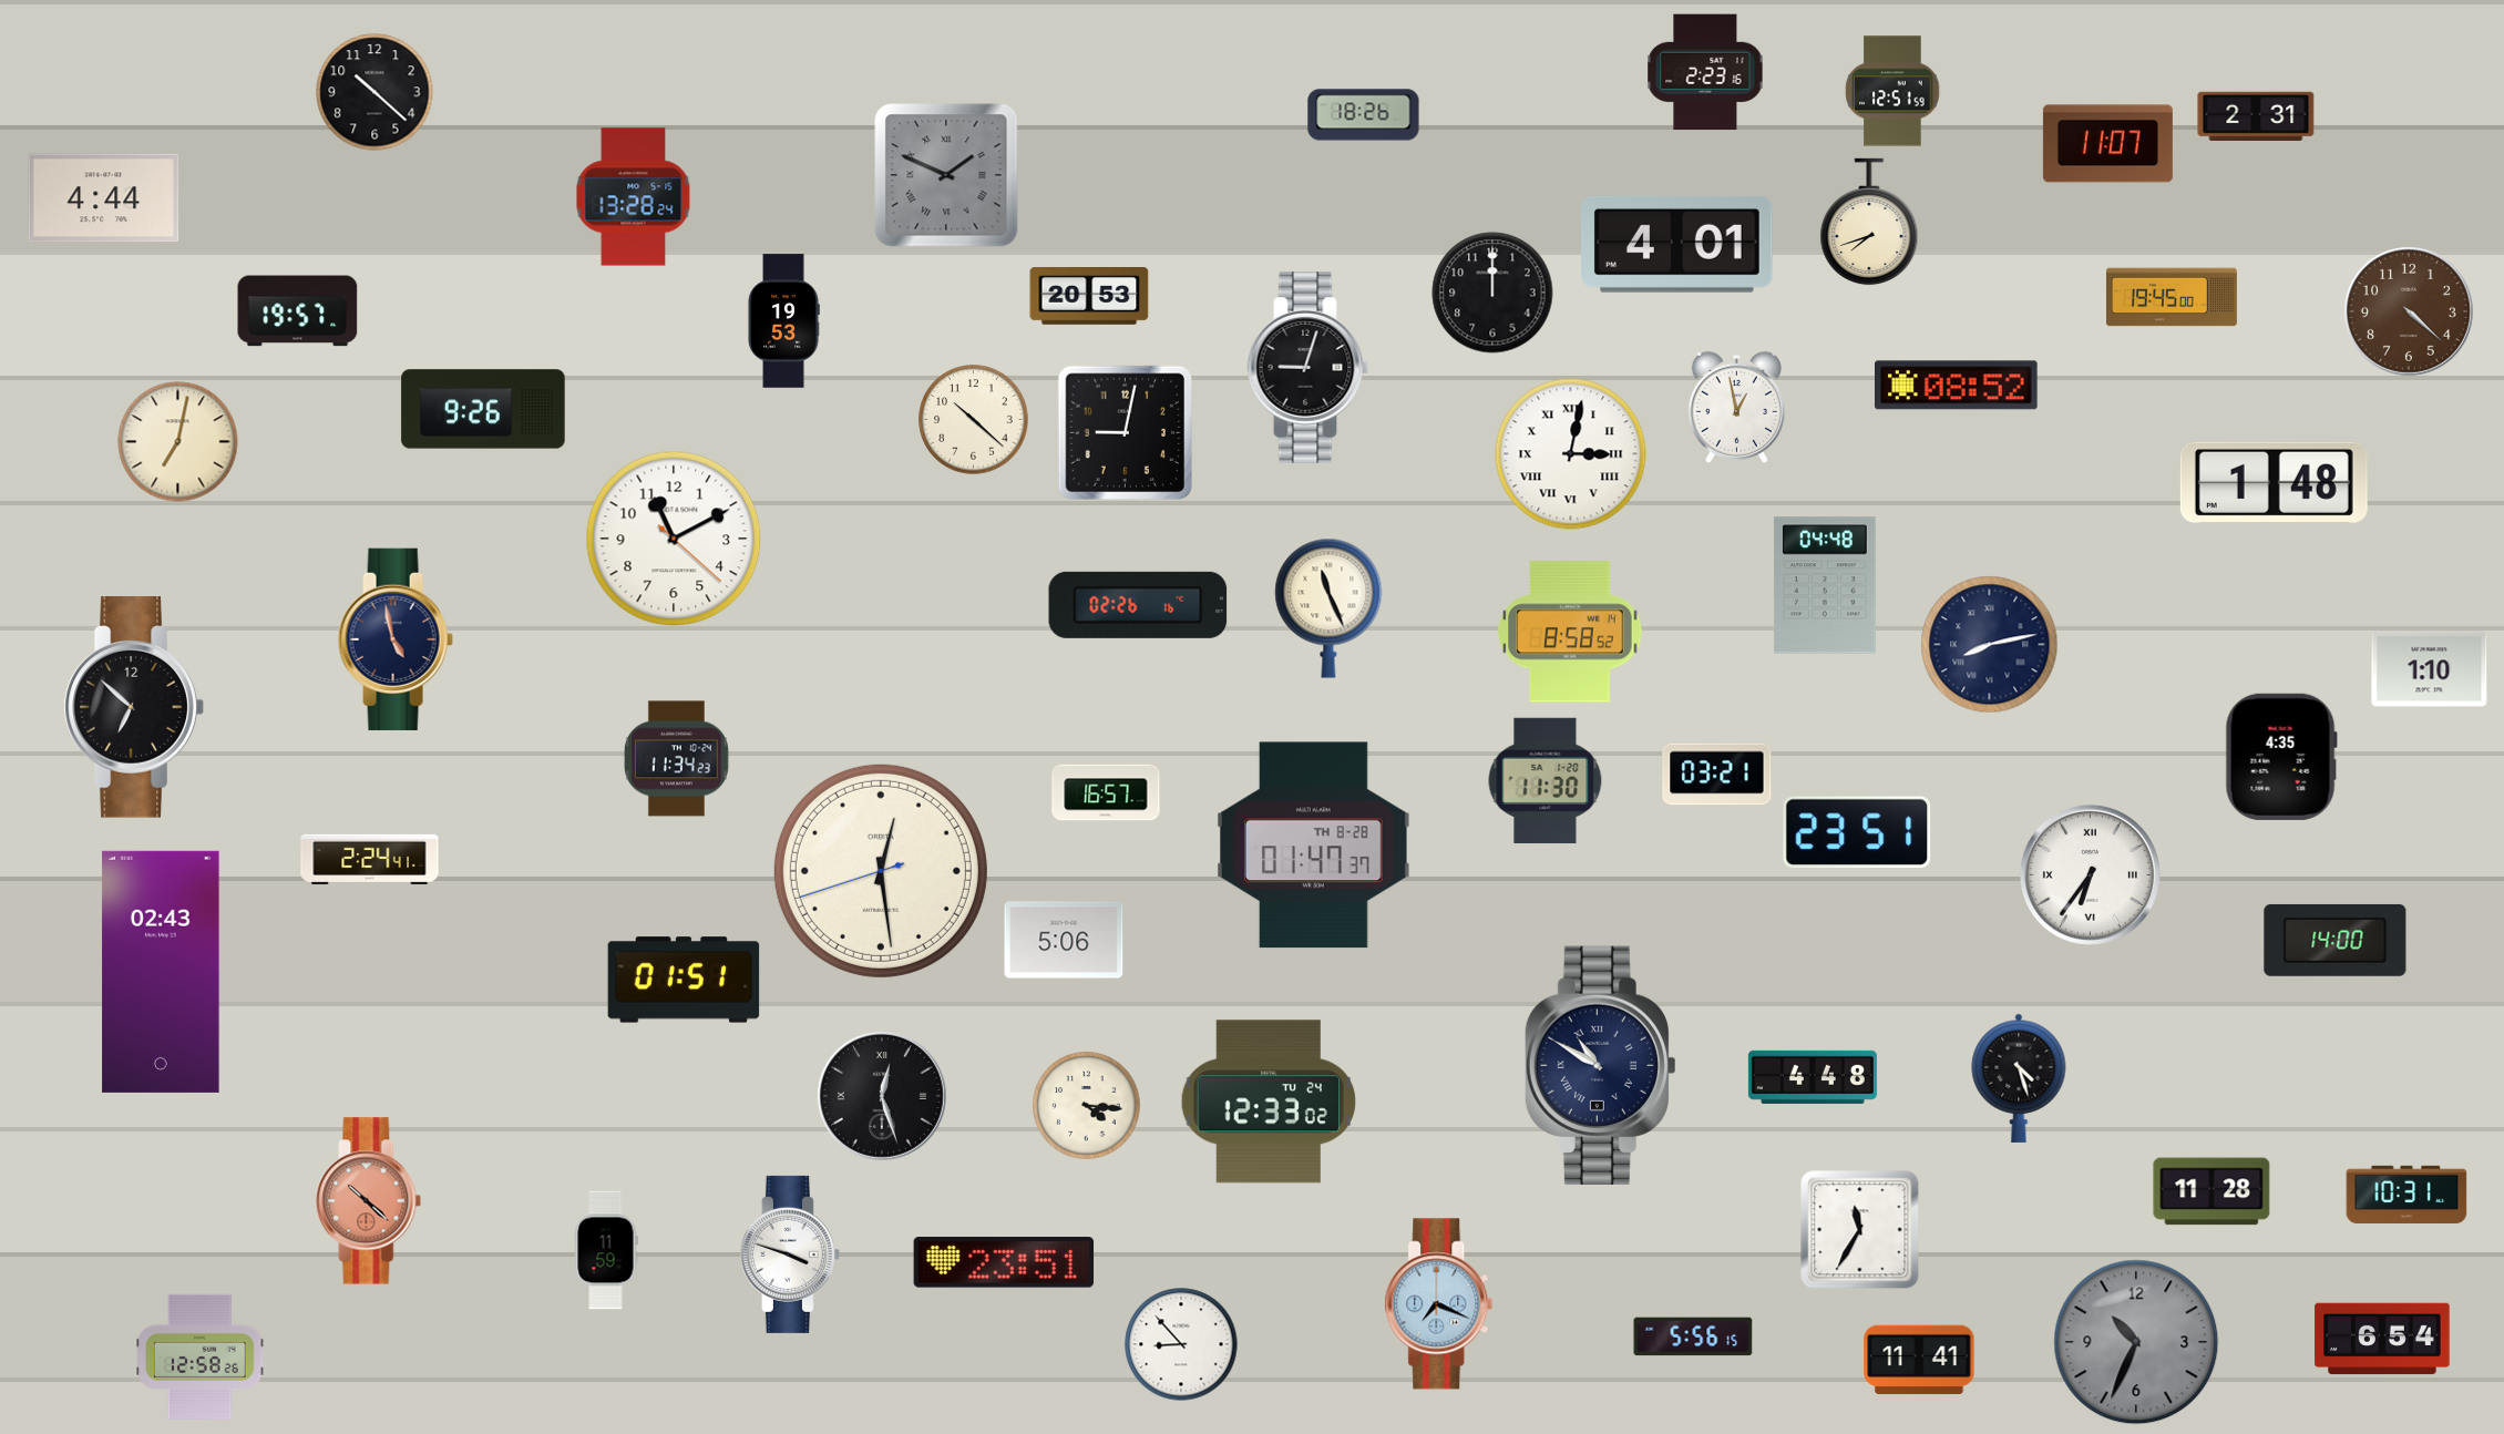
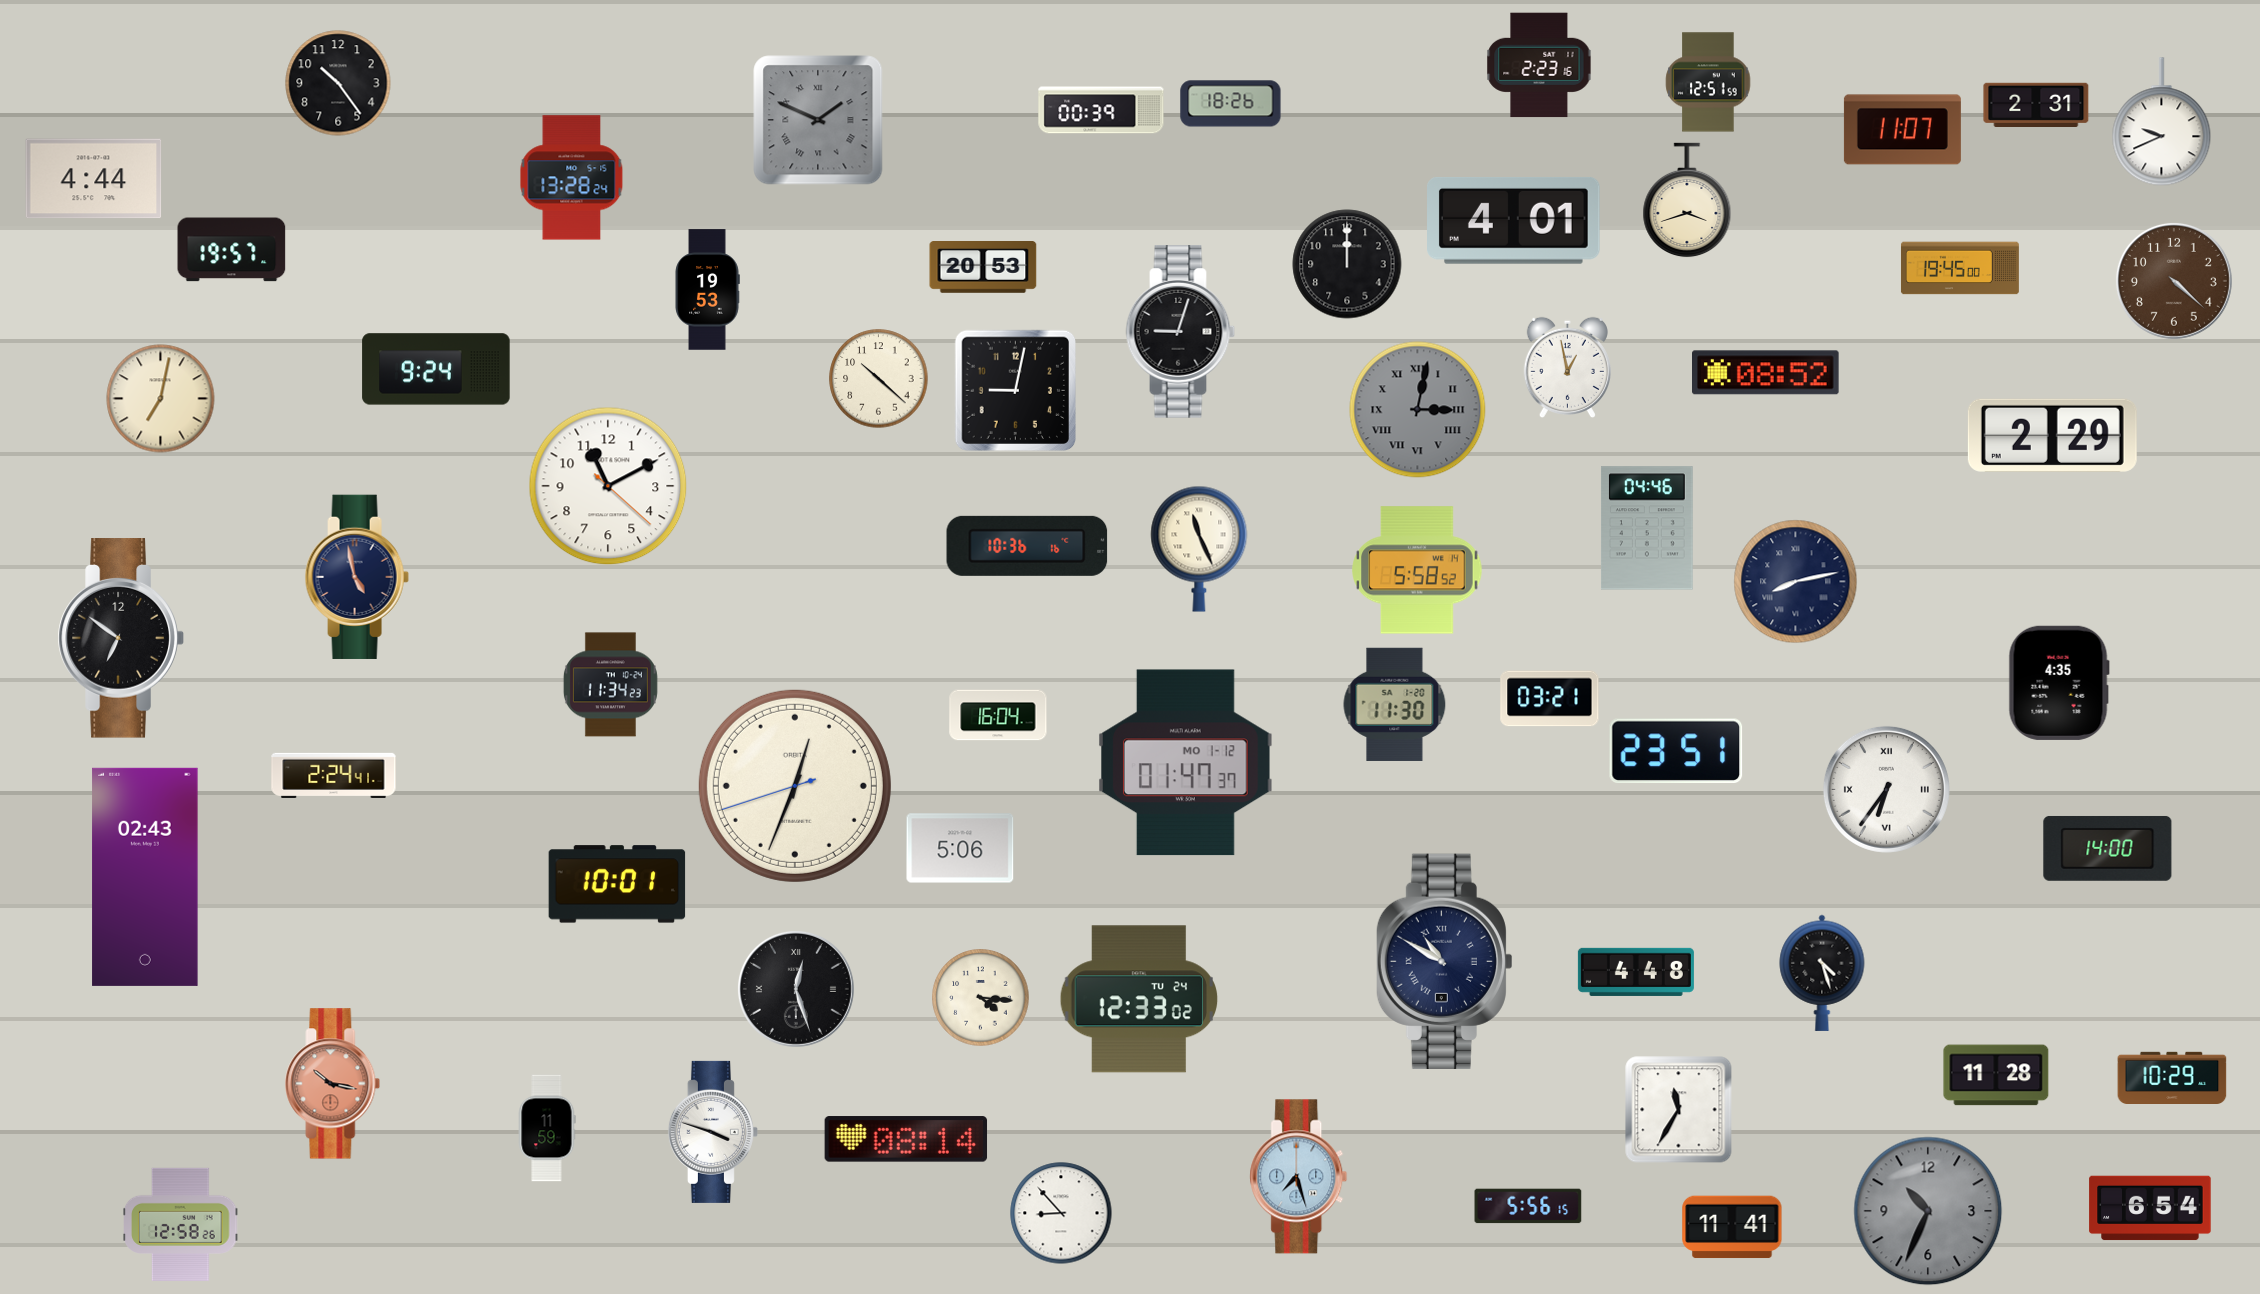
clock at (374, 92): 10:22 -> 10:24
clock at (1101, 110): none -> 00:39
clock at (2162, 122): none -> 9:41
clock at (946, 175) position: (946, 175) -> (818, 120)
clock at (1869, 222): 7:42 -> 3:42
clock at (298, 311) position: (298, 311) -> (232, 250)
clock at (1957, 386) position: (1957, 386) -> (1766, 373)
clock at (483, 409): 9:26 -> 9:24
clock at (1571, 454) dial: white -> grey
clock at (2274, 482): 1:48 -> 2:29
clock at (1825, 585): 04:48 -> 04:46
clock at (1138, 605): 02:26 -> 10:36
clock at (1570, 632): 8:58 -> 5:58
clock at (2430, 669): 1:10 -> none
clock at (134, 707): 6:52 -> 6:51
clock at (1106, 792): 16:57 -> 16:04
clock at (1314, 846) date: TH 8-28 -> MO 1-12
clock at (881, 871): 12:28 -> 12:33
clock at (684, 980): 01:51 -> 10:01
clock at (1268, 1102) position: (1268, 1102) -> (1138, 999)
clock at (2406, 1194): 10:31 -> 10:29
clock at (369, 1201): 10:22 -> 10:17
clock at (1004, 1262): 23:51 -> 08:14
clock at (1439, 1304): 7:19 -> 7:27
clock at (1181, 1344) position: (1181, 1344) -> (1061, 1213)
